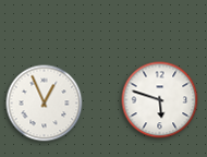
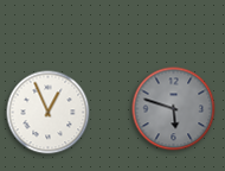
clock at (160, 100) dial: white -> grey
